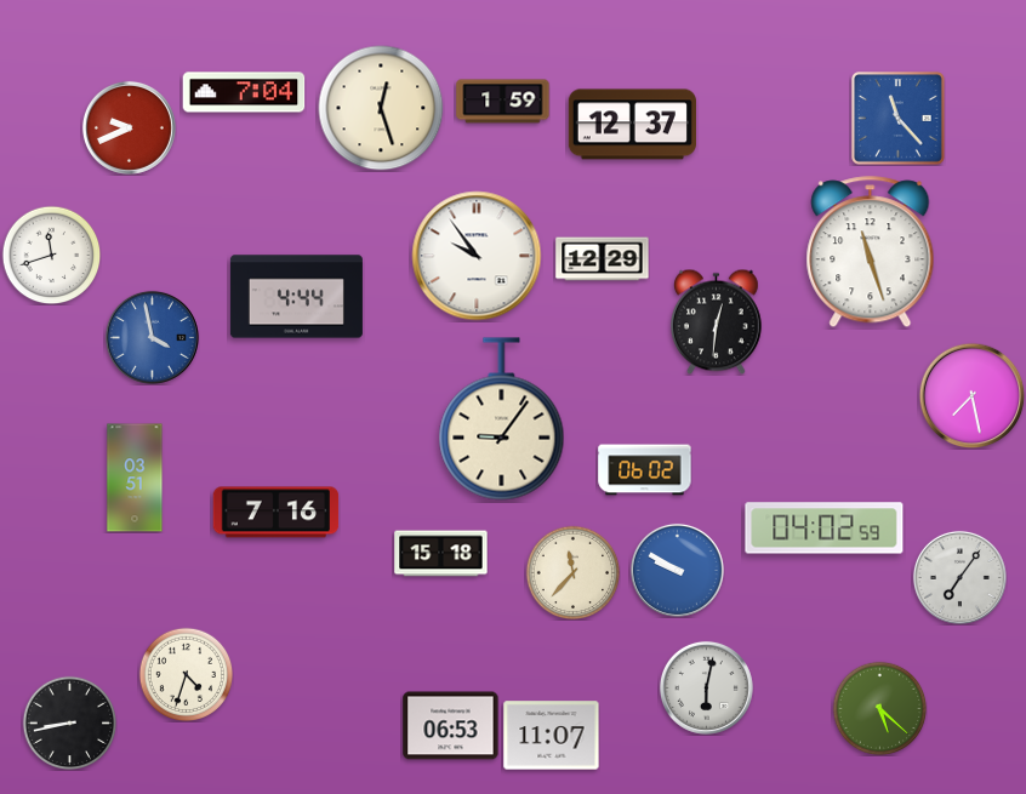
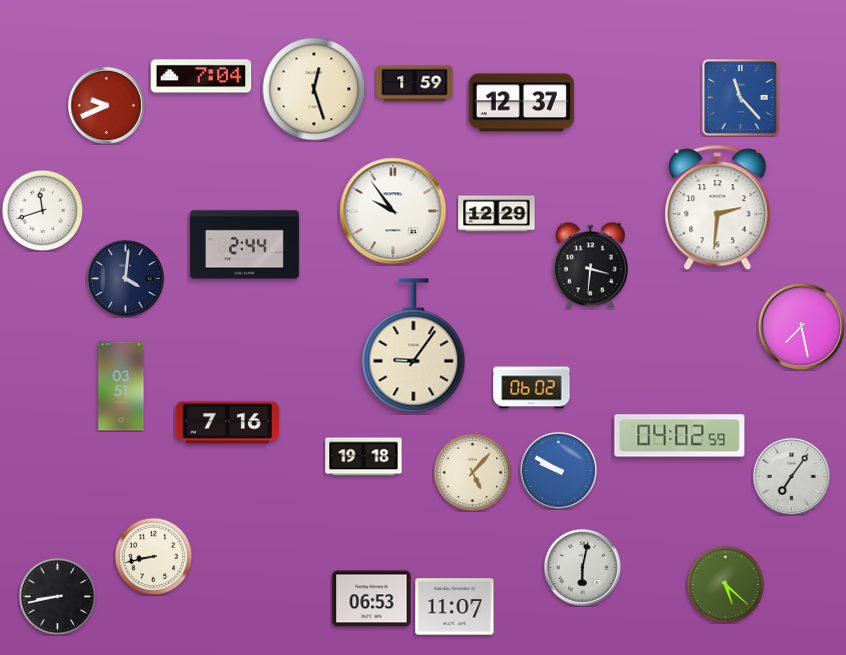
clock at (871, 252): 11:27 -> 2:31
clock at (296, 297): 4:44 -> 2:44
clock at (717, 321): 12:31 -> 3:31
clock at (152, 337): 3:58 -> 4:01
clock at (152, 337) dial: blue -> navy
clock at (135, 478) position: (135, 478) -> (121, 386)
clock at (441, 554): 15:18 -> 19:18
clock at (572, 572): 11:37 -> 5:07
clock at (186, 674): 4:33 -> 8:43
